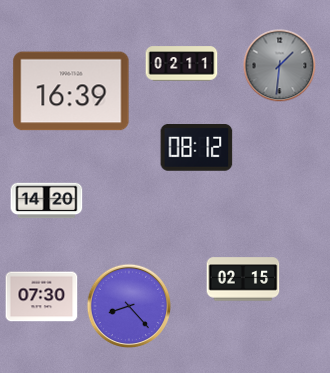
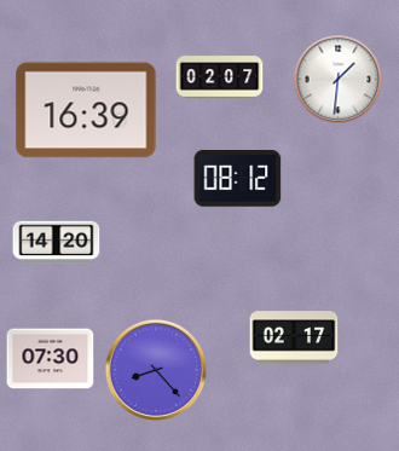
clock at (182, 64): 02:11 -> 02:07
clock at (280, 66) dial: grey -> white
clock at (243, 279): 02:15 -> 02:17
